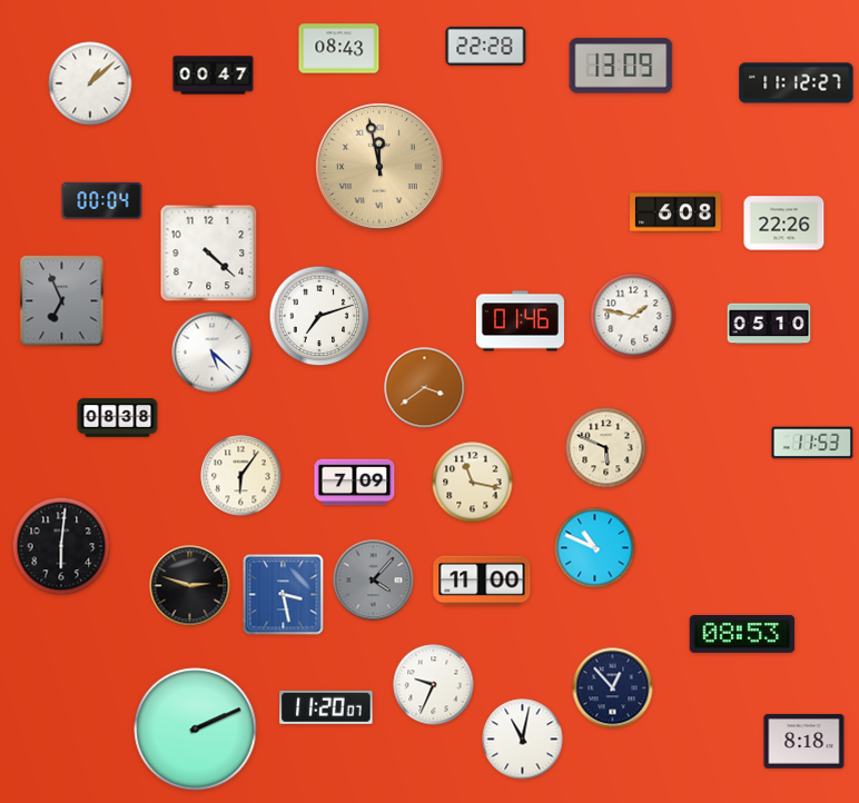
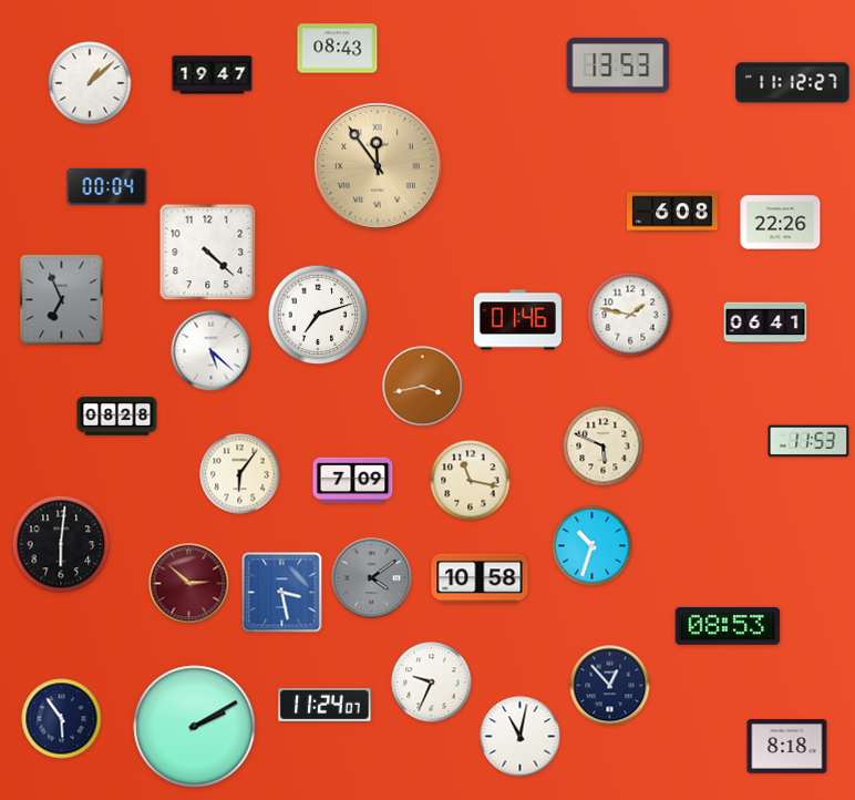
clock at (486, 46): 22:28 -> none
clock at (621, 66): 13:09 -> 13:53
clock at (214, 76): 00:47 -> 19:47
clock at (379, 167): 11:58 -> 11:54
clock at (102, 200) position: (102, 200) -> (107, 186)
clock at (769, 324): 05:10 -> 06:41
clock at (425, 388): 3:39 -> 3:43
clock at (118, 418): 08:38 -> 08:28
clock at (595, 548): 10:49 -> 10:33
clock at (374, 581): 4:07 -> 4:09
clock at (482, 581): 11:00 -> 10:58
clock at (190, 586): 2:48 -> 2:52
clock at (190, 586) dial: black -> burgundy
clock at (742, 634) position: (742, 634) -> (728, 626)
clock at (326, 707): 11:20 -> 11:24
clock at (62, 719): none -> 5:54
clock at (196, 730): 2:11 -> 2:10
clock at (804, 742) position: (804, 742) -> (787, 747)
